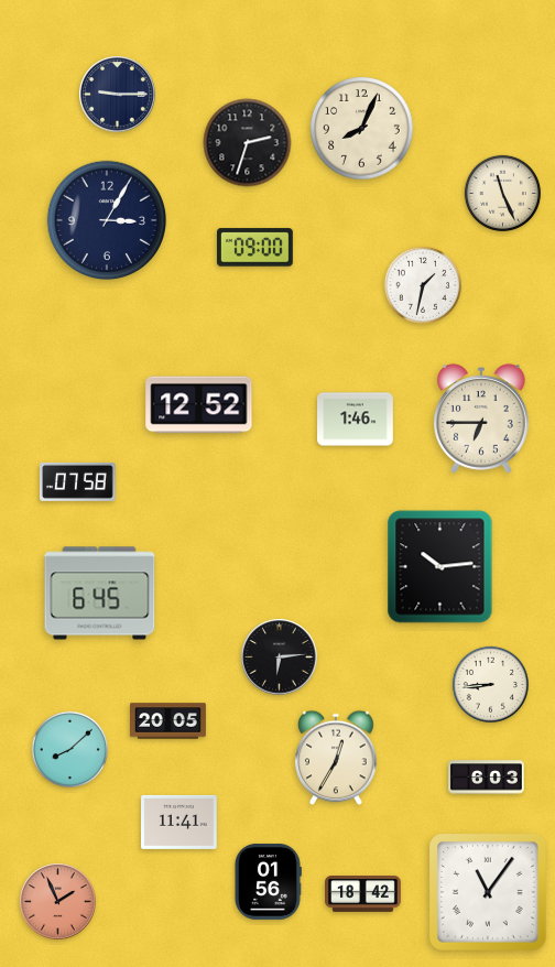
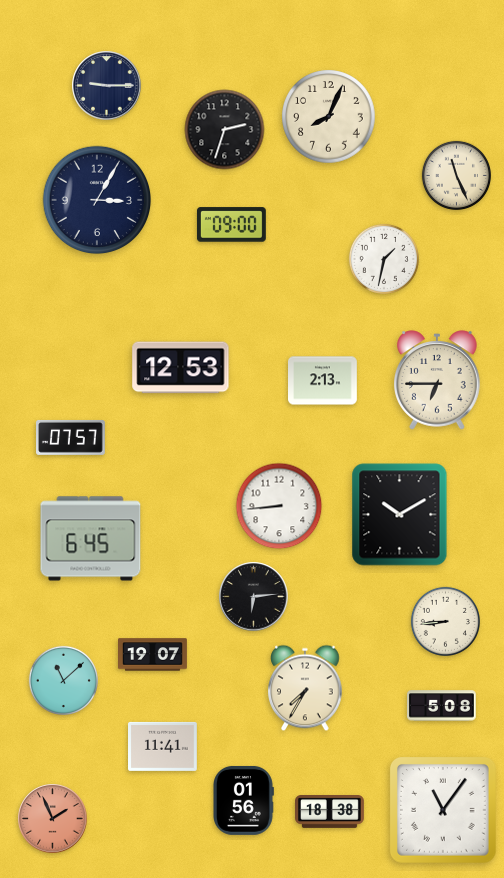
clock at (199, 405): 12:52 -> 12:53
clock at (356, 420): 1:46 -> 2:13
clock at (78, 481): 07:58 -> 07:57
clock at (279, 506): none -> 8:44
clock at (440, 567): 10:14 -> 10:10
clock at (168, 721): 20:05 -> 19:07
clock at (69, 749): 8:08 -> 11:08
clock at (336, 758): 12:35 -> 7:35
clock at (487, 778): 6:03 -> 5:08
clock at (363, 894): 18:42 -> 18:38
